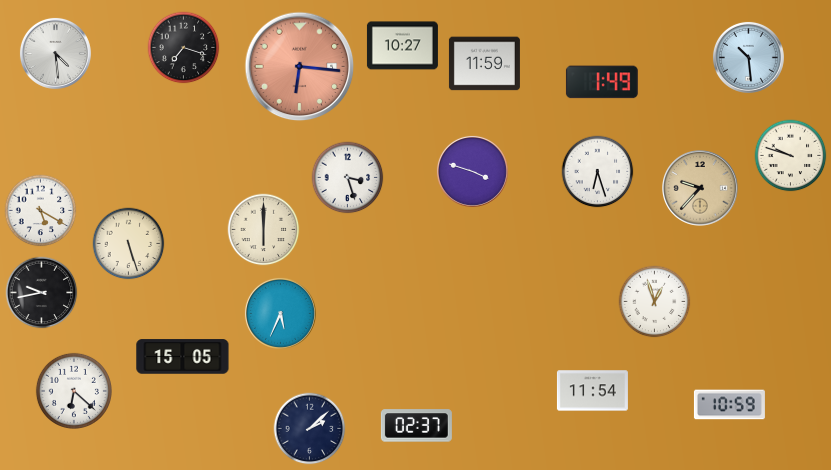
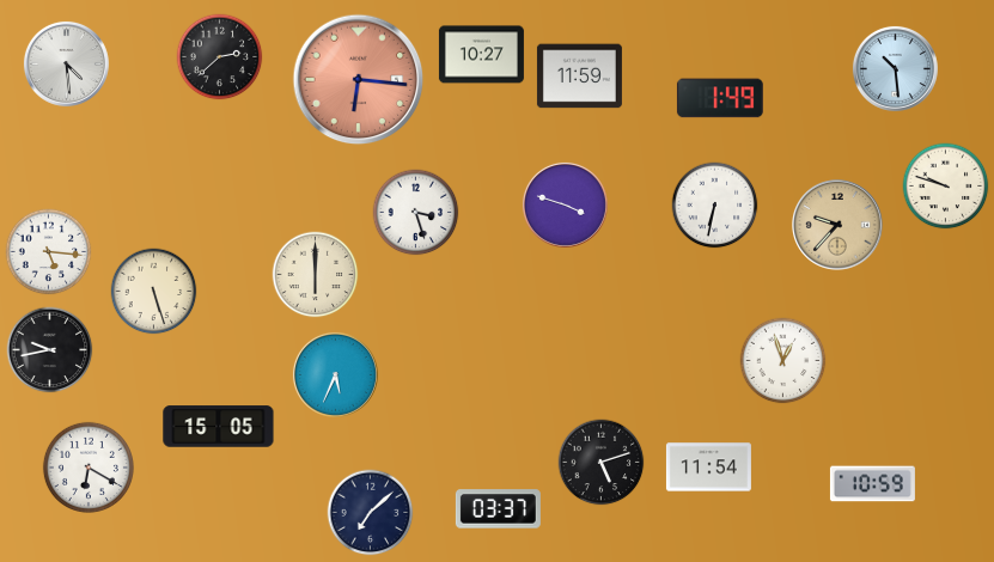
clock at (184, 48): 7:18 -> 2:38
clock at (598, 172): 6:27 -> 6:32
clock at (41, 211): 5:20 -> 5:16
clock at (602, 463): none -> 5:12
clock at (74, 391): 6:22 -> 6:20
clock at (416, 426): 02:37 -> 03:37
clock at (310, 429): 2:08 -> 7:08
